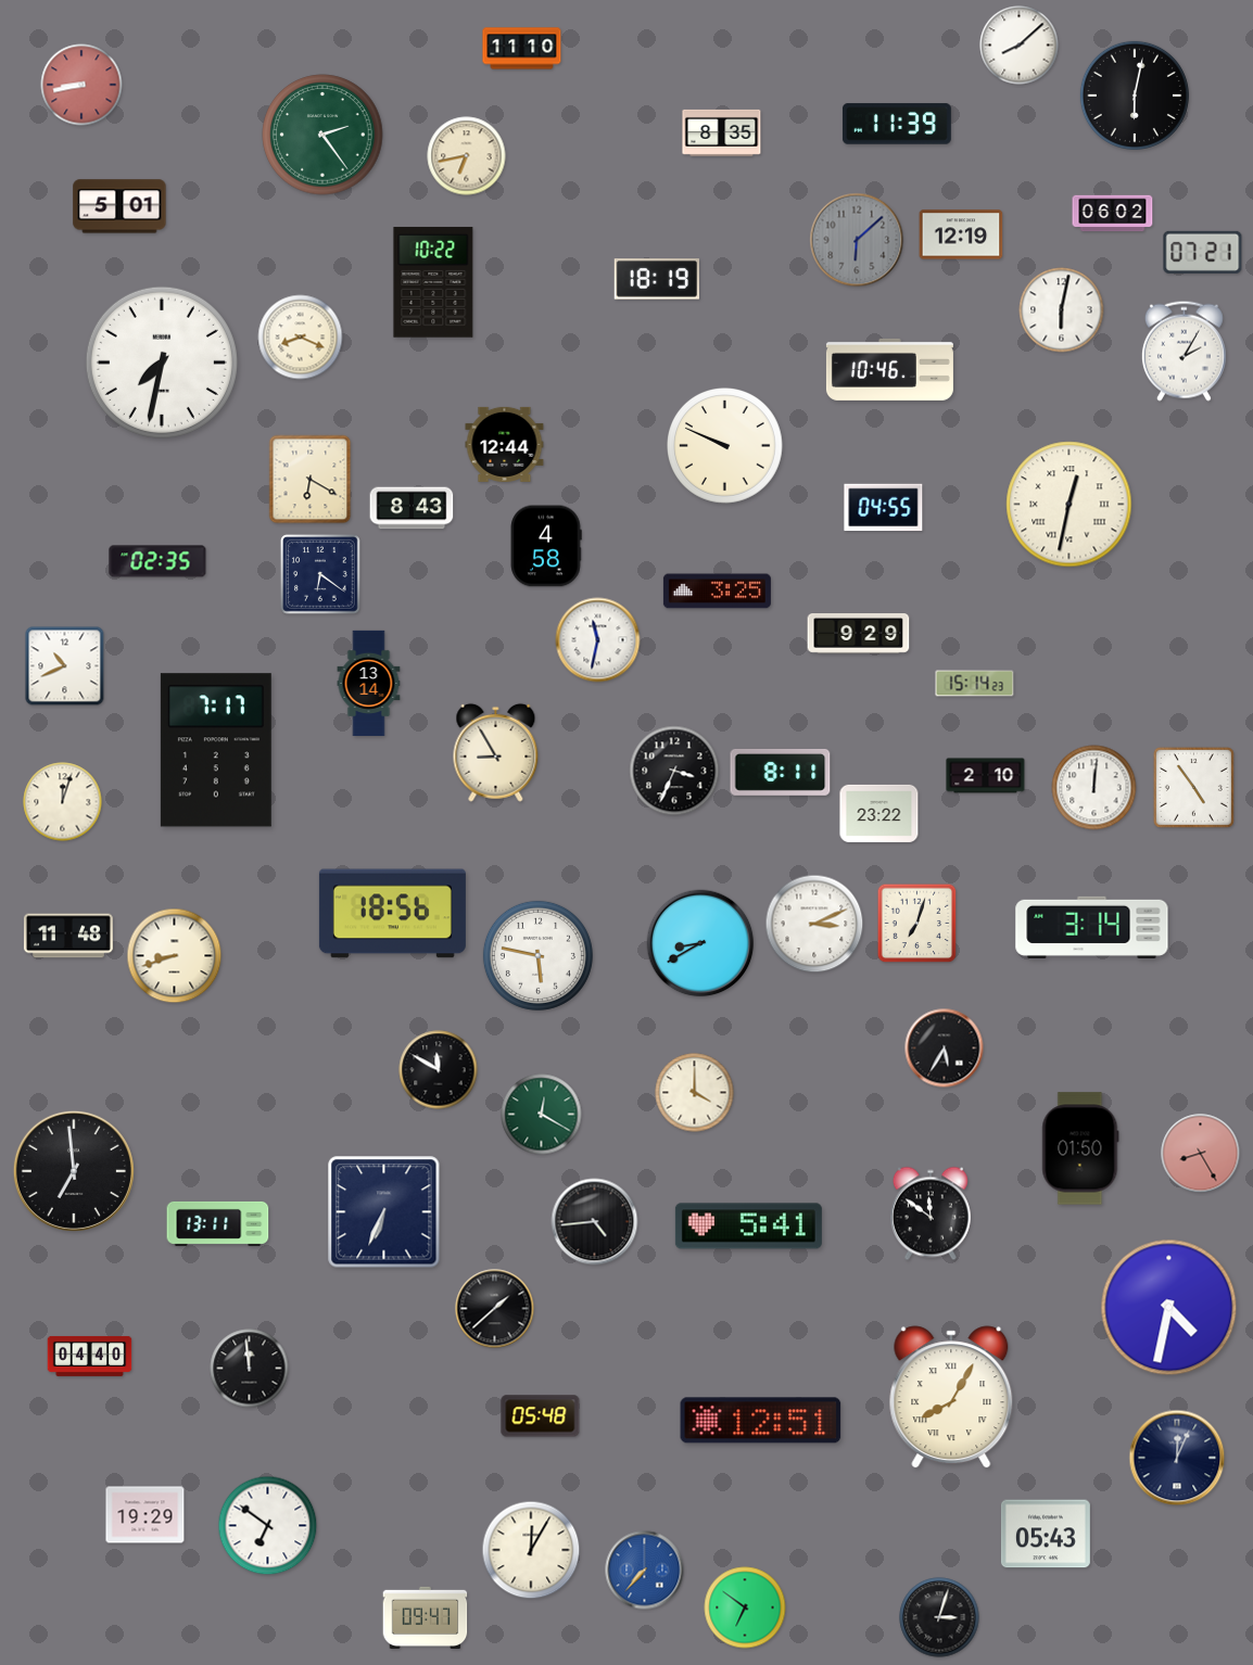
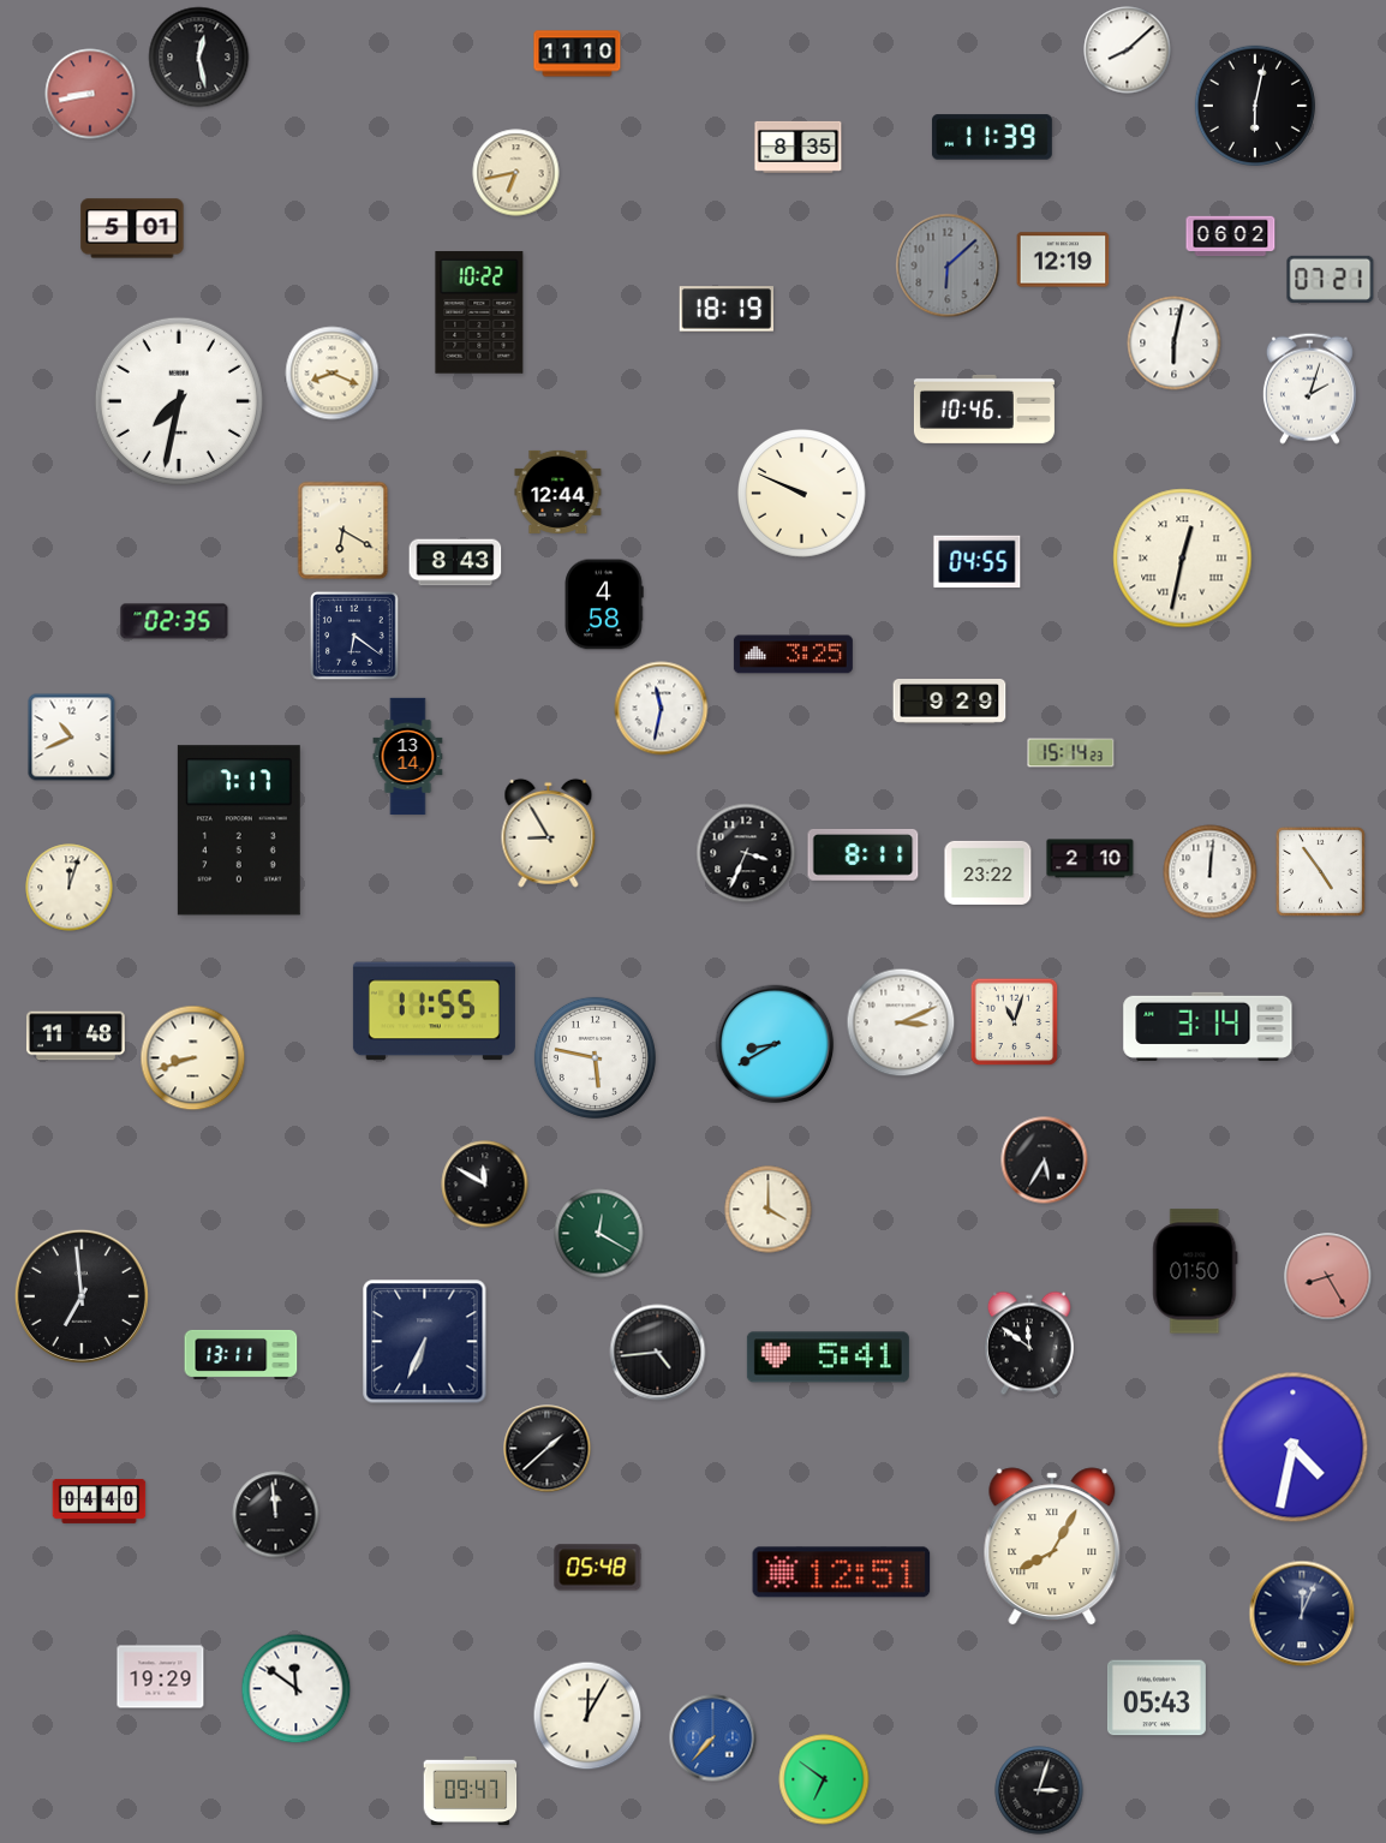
clock at (199, 58): none -> 12:28
clock at (322, 135): 2:24 -> none
clock at (1184, 351): 2:05 -> 2:03
clock at (975, 684) position: (975, 684) -> (1071, 753)
clock at (879, 813) position: (879, 813) -> (988, 872)
clock at (392, 914): 18:56 -> 11:55
clock at (917, 924): 7:03 -> 11:03
clock at (268, 1526): 6:51 -> 11:51
